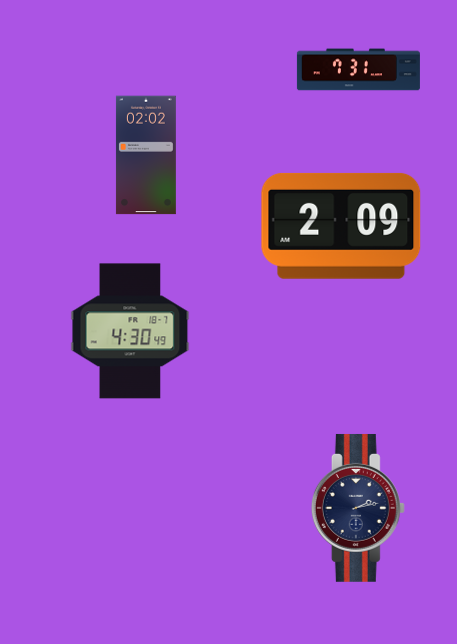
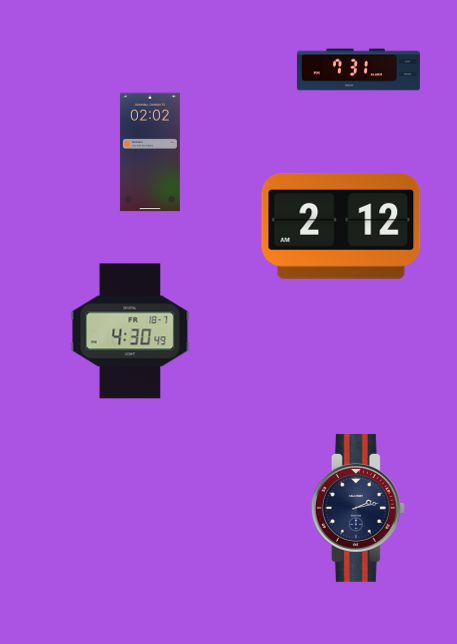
clock at (146, 155) position: (146, 155) -> (150, 152)
clock at (341, 226): 2:09 -> 2:12
